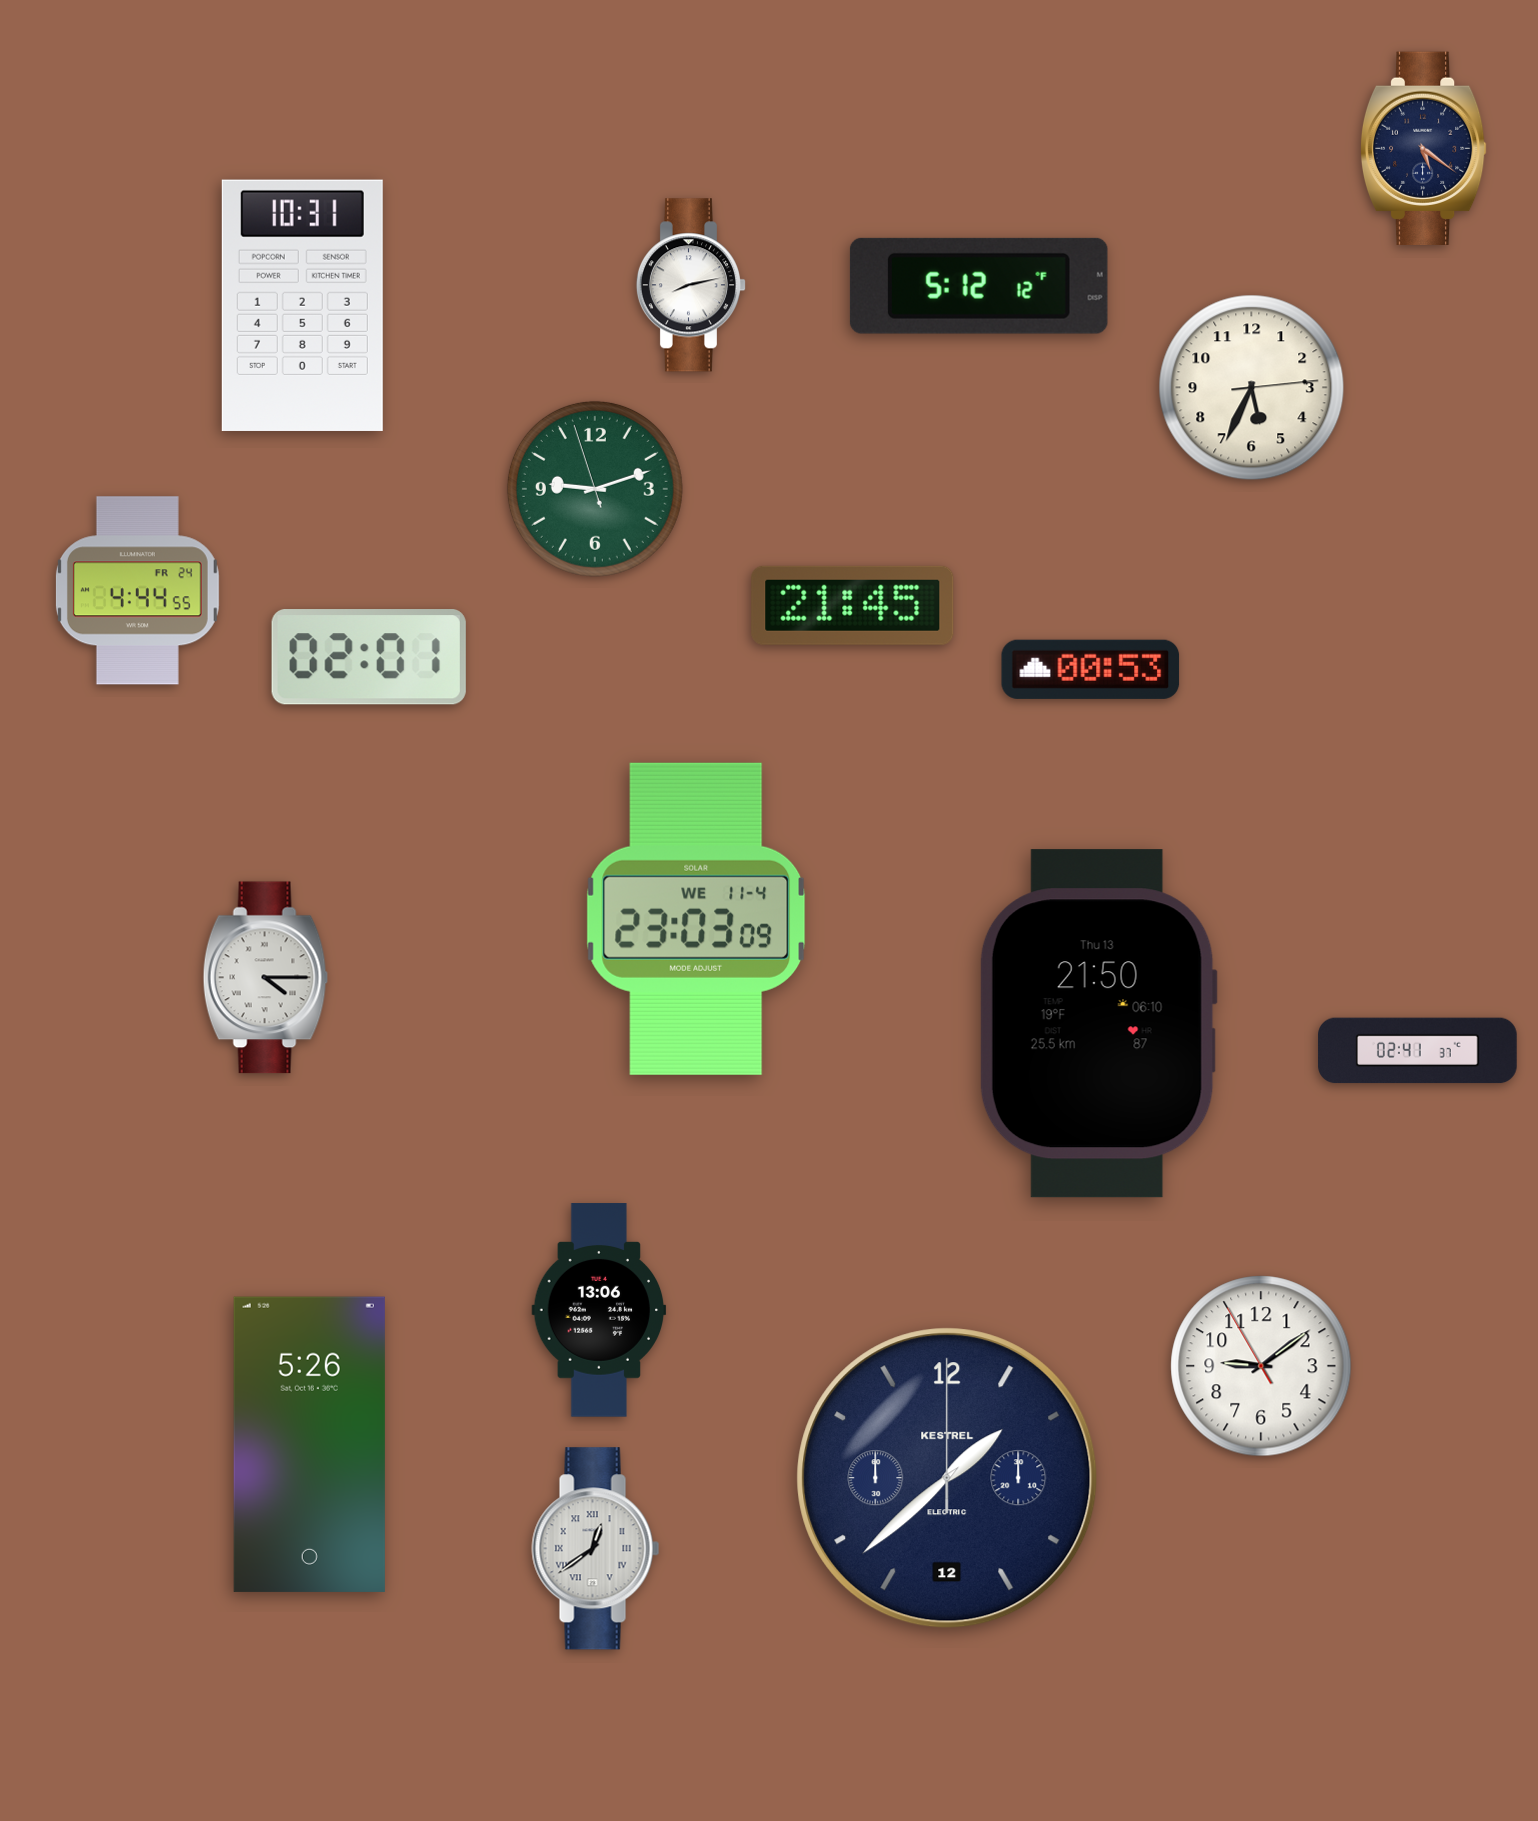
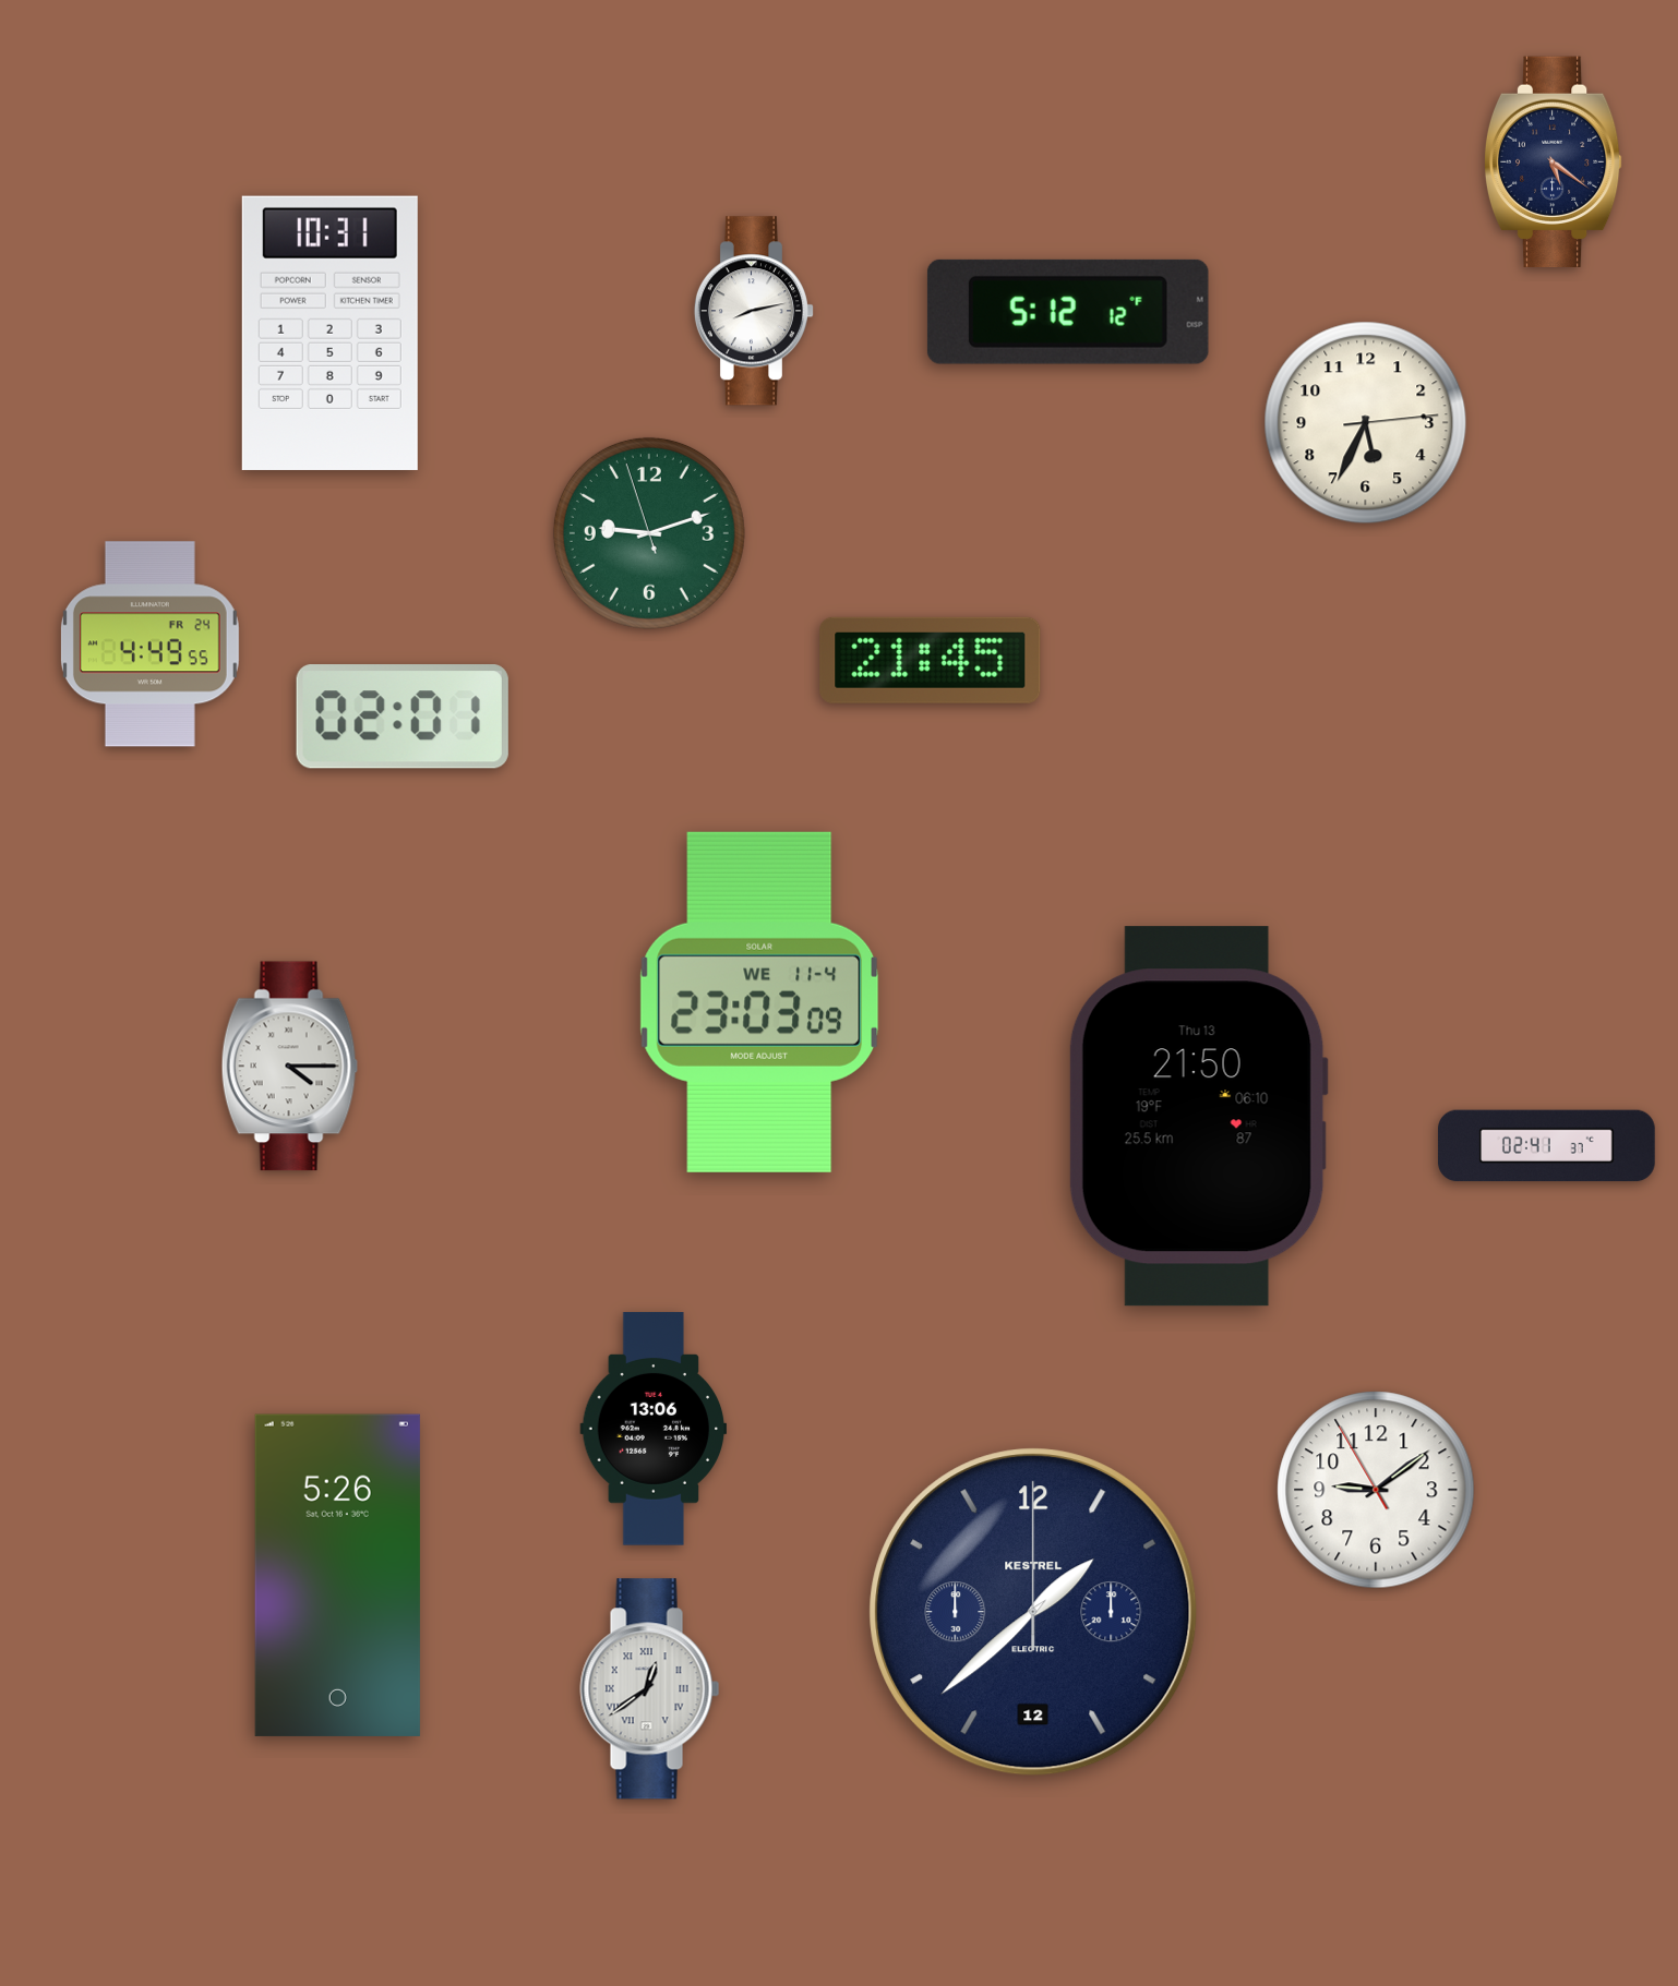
clock at (137, 591): 4:44 -> 4:49
clock at (1091, 669): 00:53 -> none
